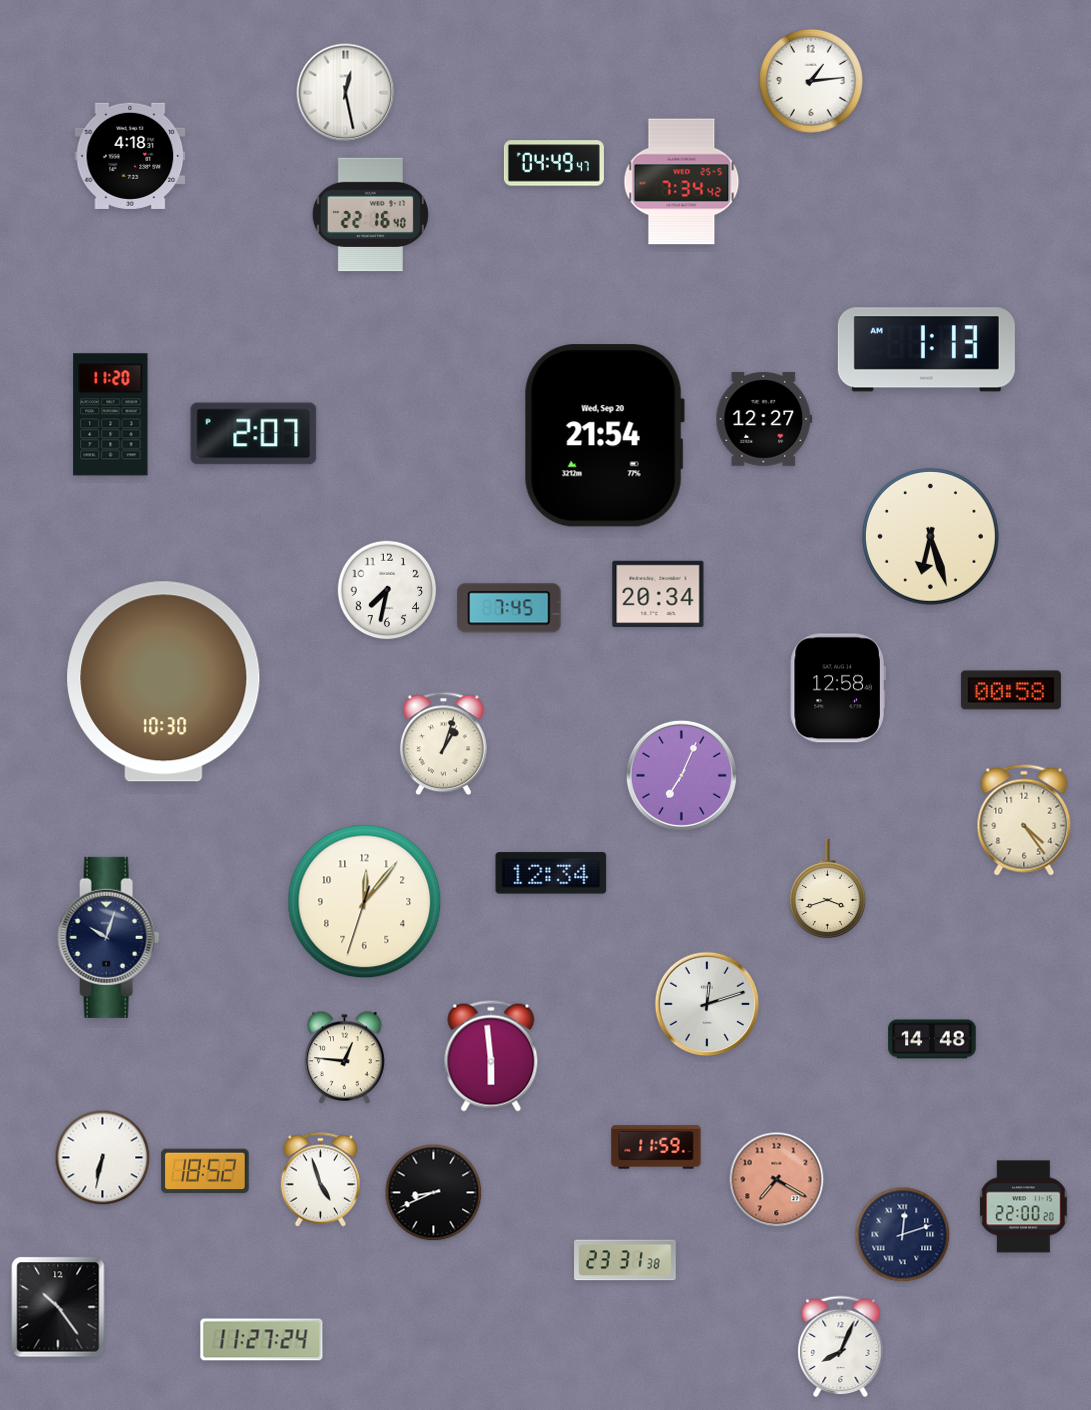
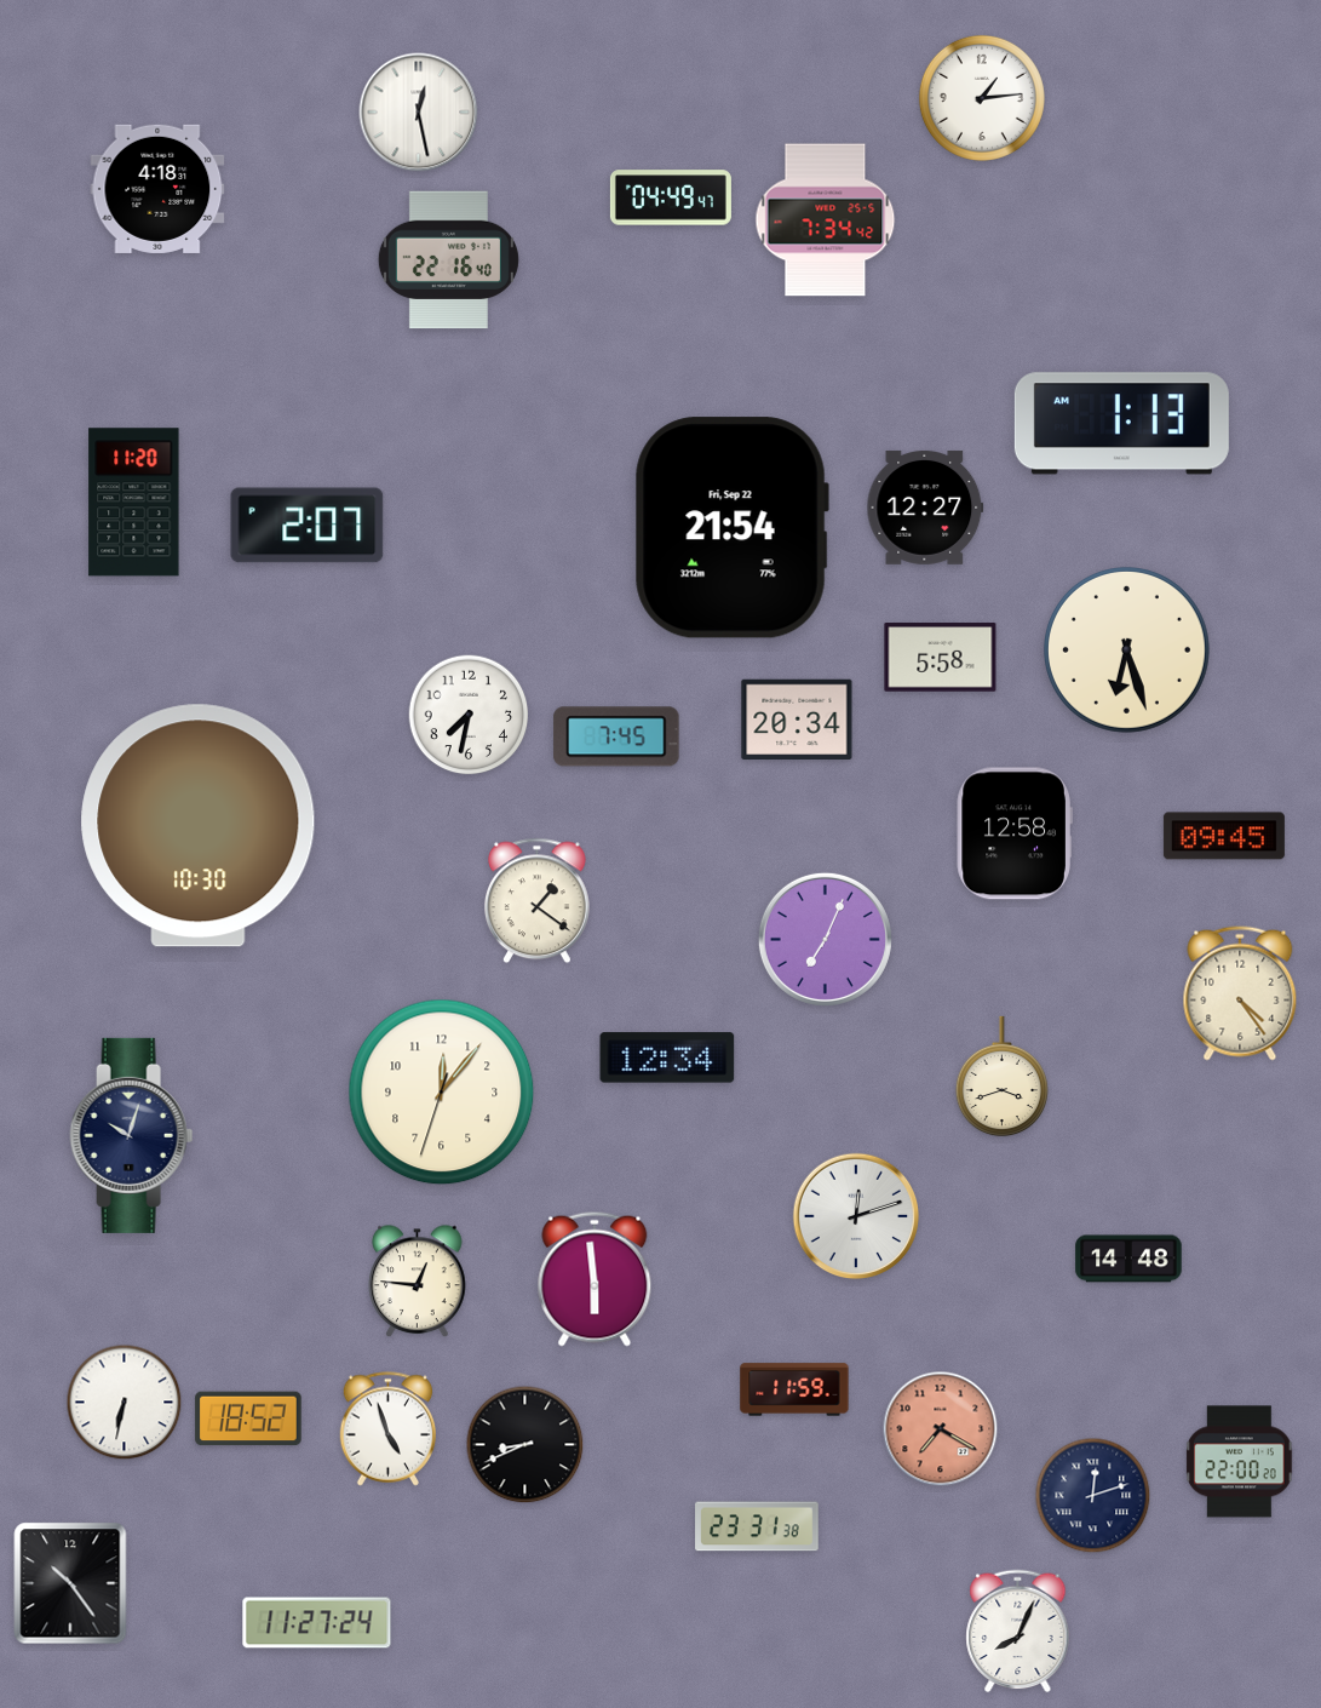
clock at (604, 436) date: Wed, Sep 20 -> Fri, Sep 22
clock at (941, 658): none -> 5:58
clock at (1011, 690): 00:58 -> 09:45
clock at (443, 744): 1:03 -> 1:21
